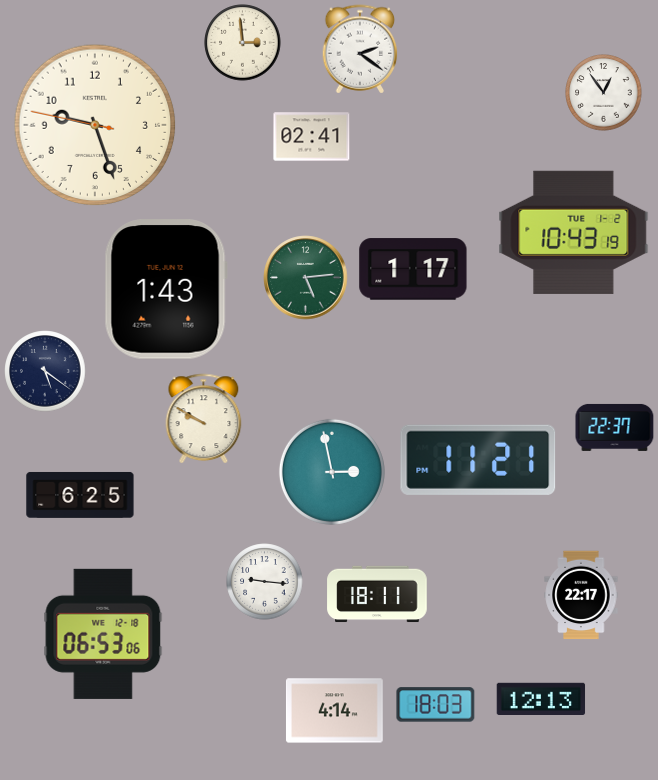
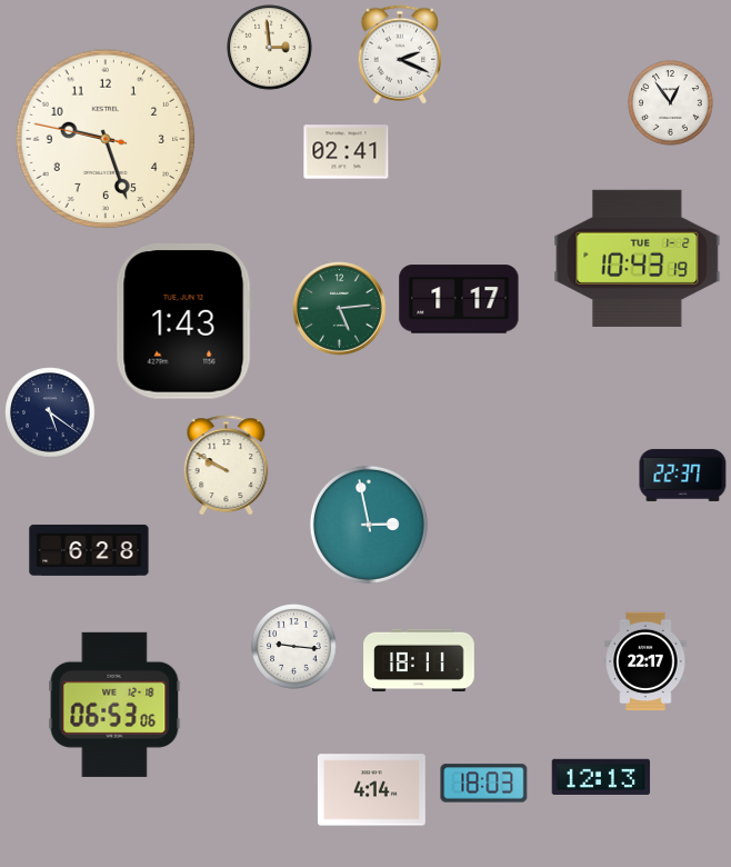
clock at (360, 49): 2:21 -> 2:19
clock at (478, 460): 11:21 -> none
clock at (80, 495): 6:25 -> 6:28
